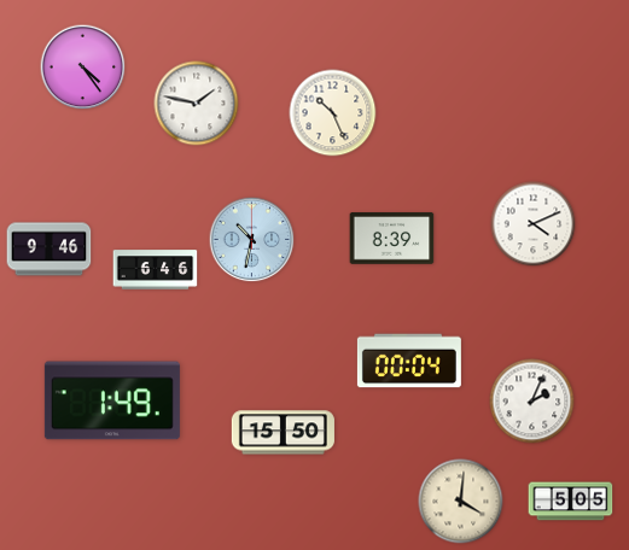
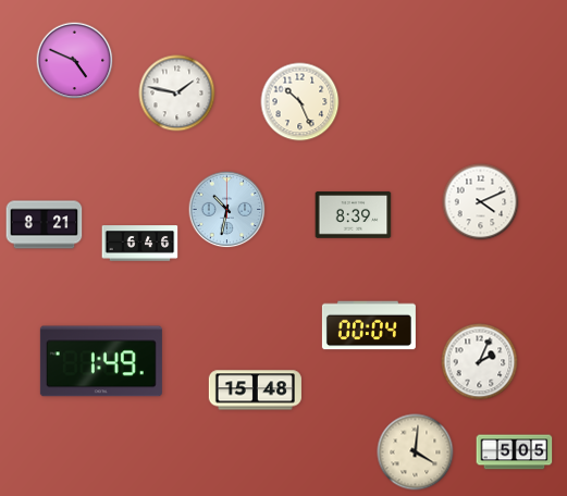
clock at (83, 68): 4:24 -> 4:49
clock at (252, 240) position: (252, 240) -> (227, 210)
clock at (49, 250): 9:46 -> 8:21
clock at (283, 433): 15:50 -> 15:48
